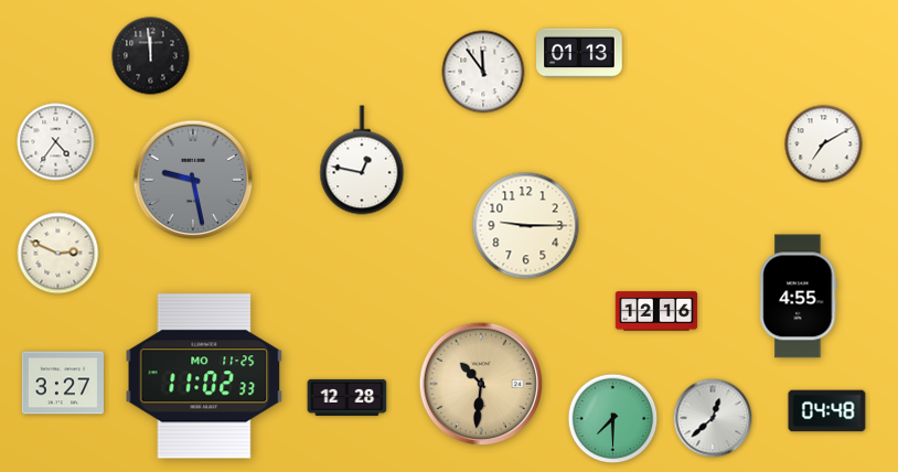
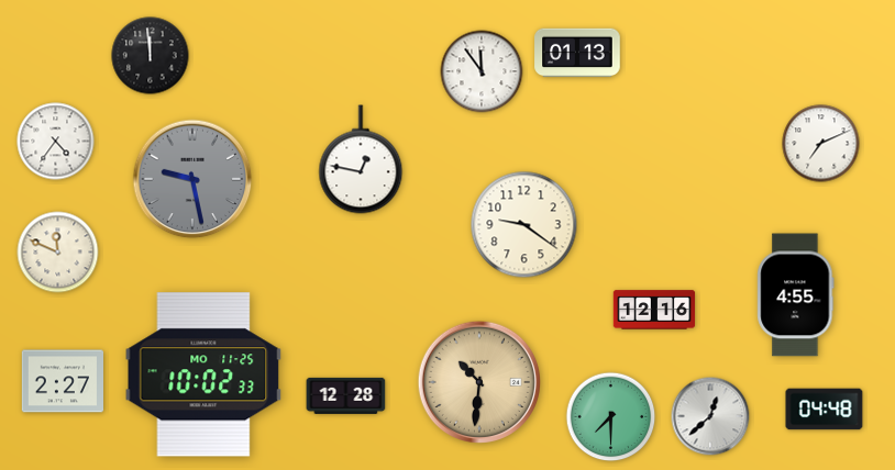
clock at (824, 144): 7:10 -> 7:11
clock at (526, 226): 9:15 -> 9:21
clock at (58, 254): 2:49 -> 11:49
clock at (204, 376): 11:02 -> 10:02
clock at (63, 383): 3:27 -> 2:27
